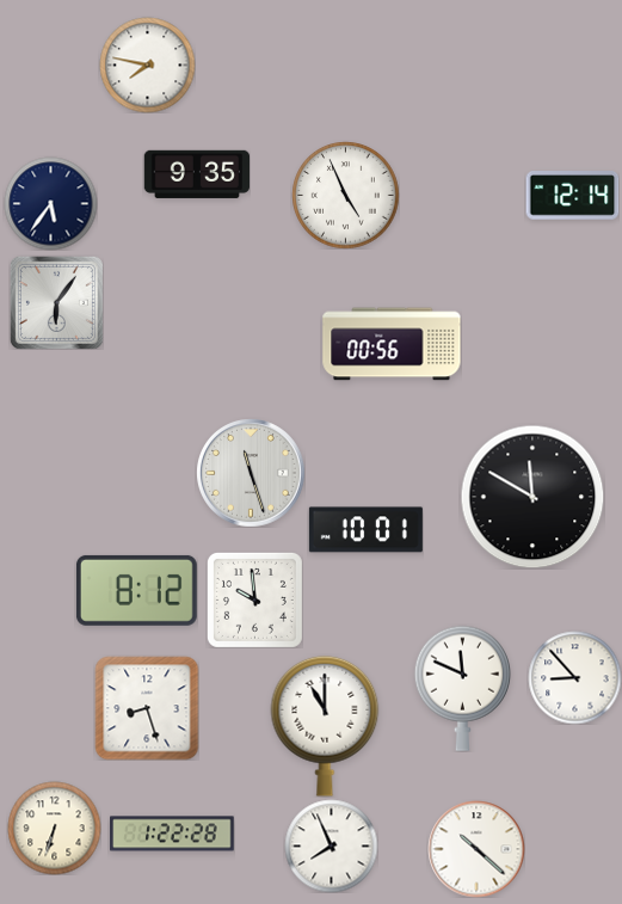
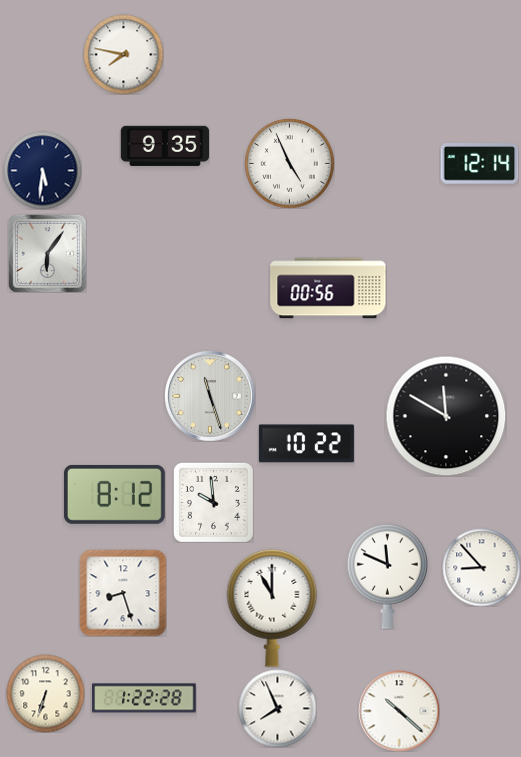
clock at (50, 203): 5:36 -> 5:31
clock at (365, 530): 10:01 -> 10:22
